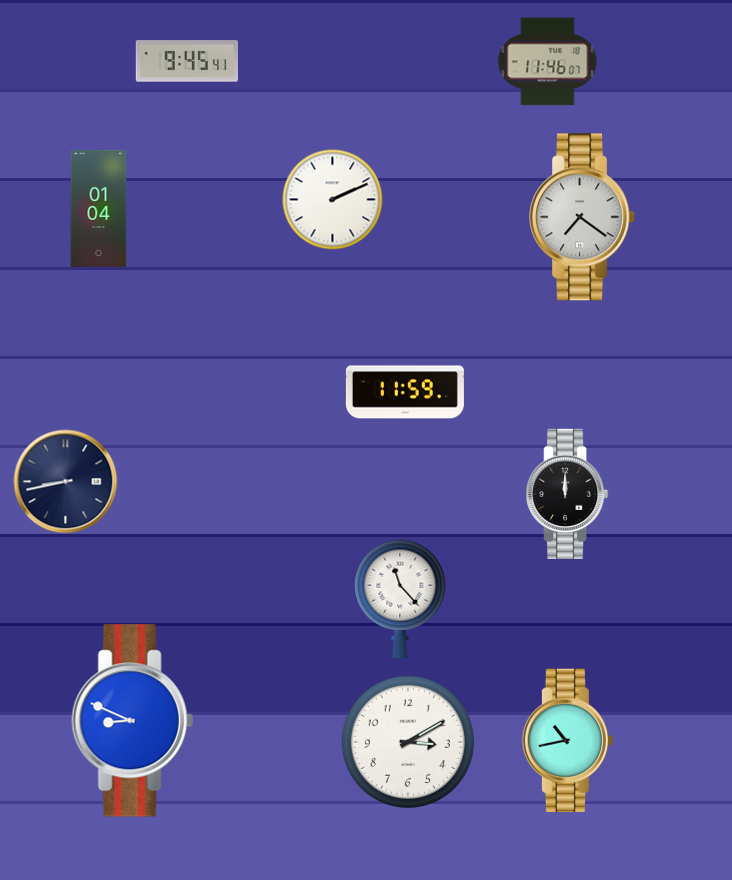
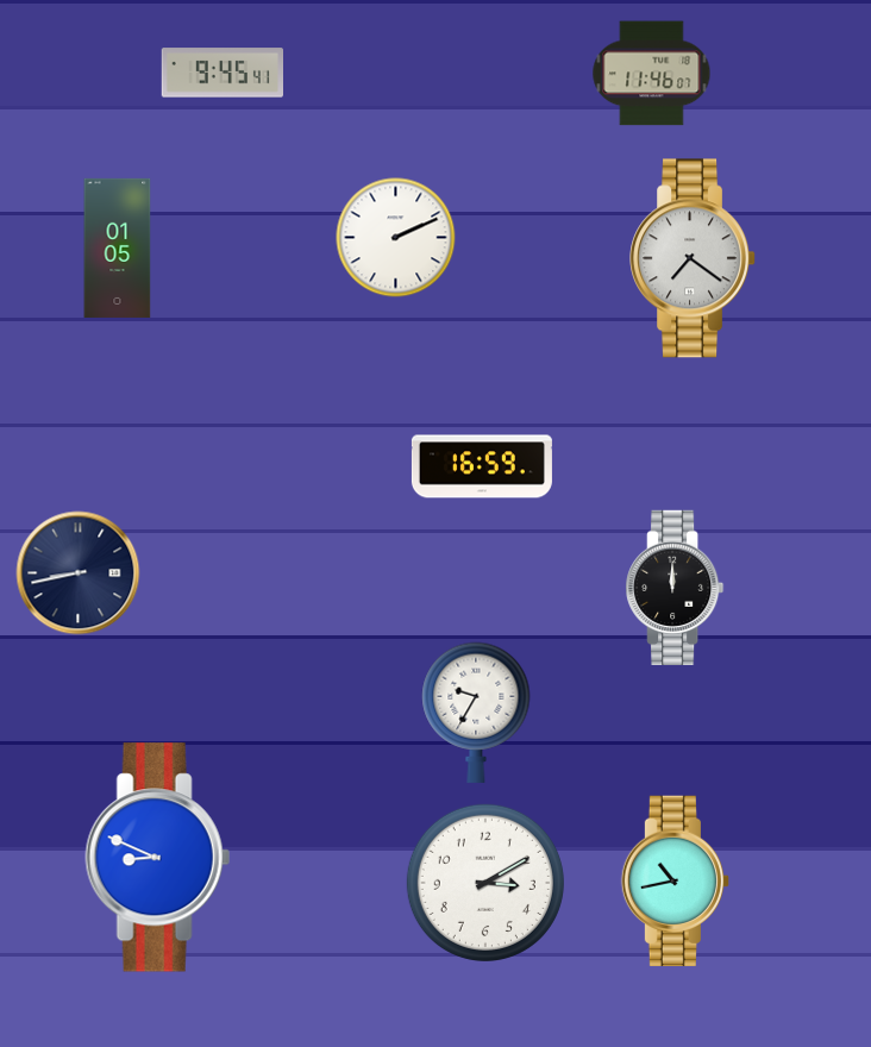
clock at (99, 208): 01:04 -> 01:05
clock at (405, 392): 11:59 -> 16:59
clock at (400, 599): 11:23 -> 9:35
